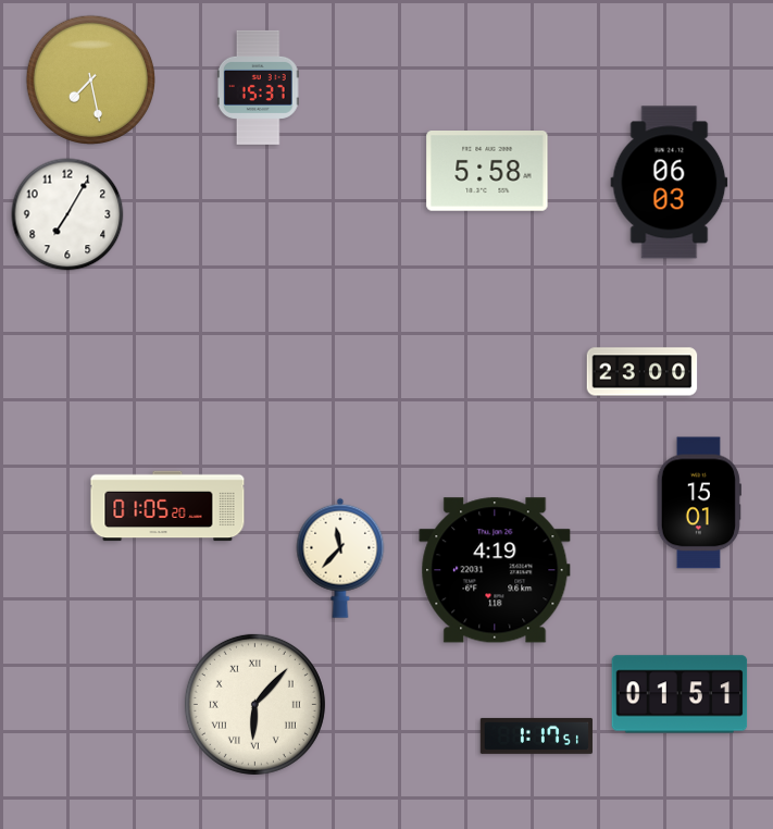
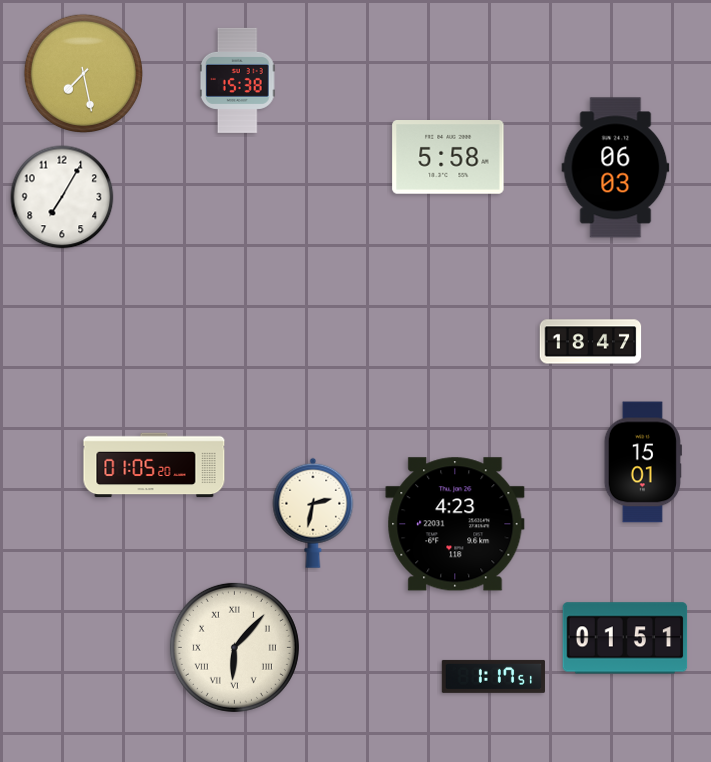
clock at (258, 87): 15:37 -> 15:38
clock at (643, 372): 23:00 -> 18:47
clock at (340, 558): 11:37 -> 2:32
clock at (495, 570): 4:19 -> 4:23
